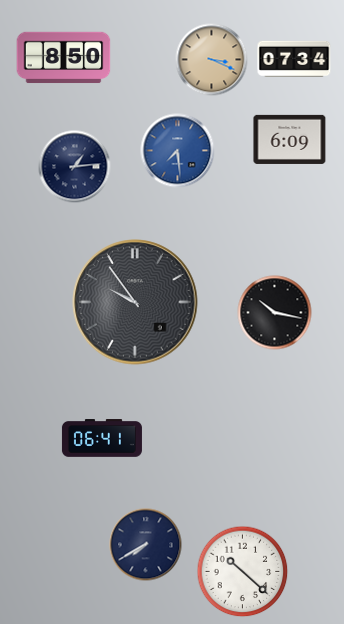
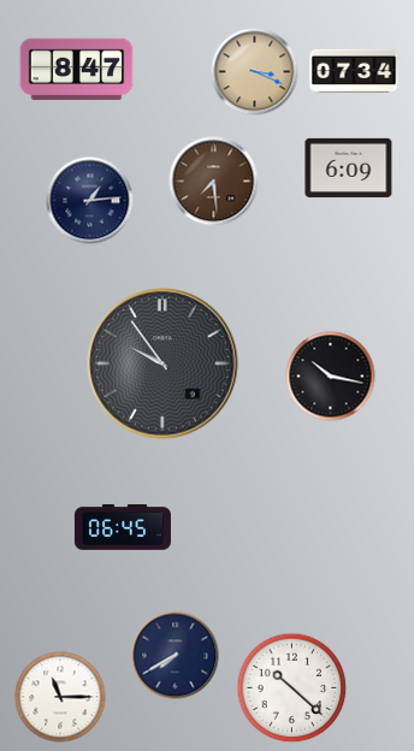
clock at (64, 58): 8:50 -> 8:47
clock at (178, 151) dial: blue -> brown
clock at (102, 438): 06:41 -> 06:45
clock at (60, 697): none -> 11:15
